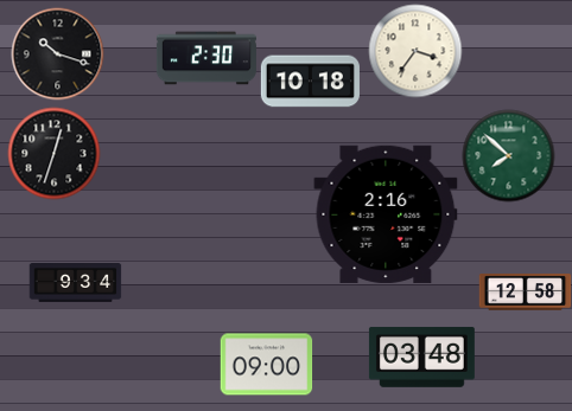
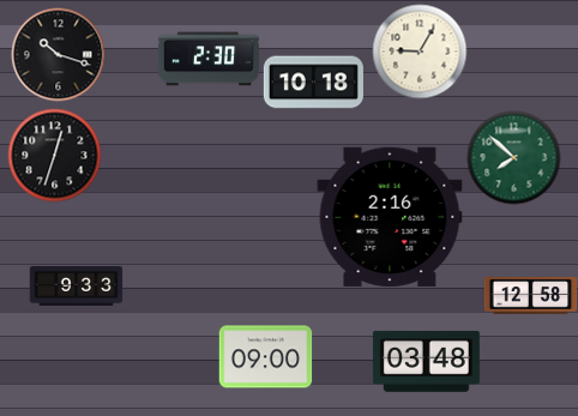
clock at (415, 51): 3:36 -> 9:05
clock at (75, 283): 9:34 -> 9:33
clock at (266, 365) position: (266, 365) -> (265, 357)
